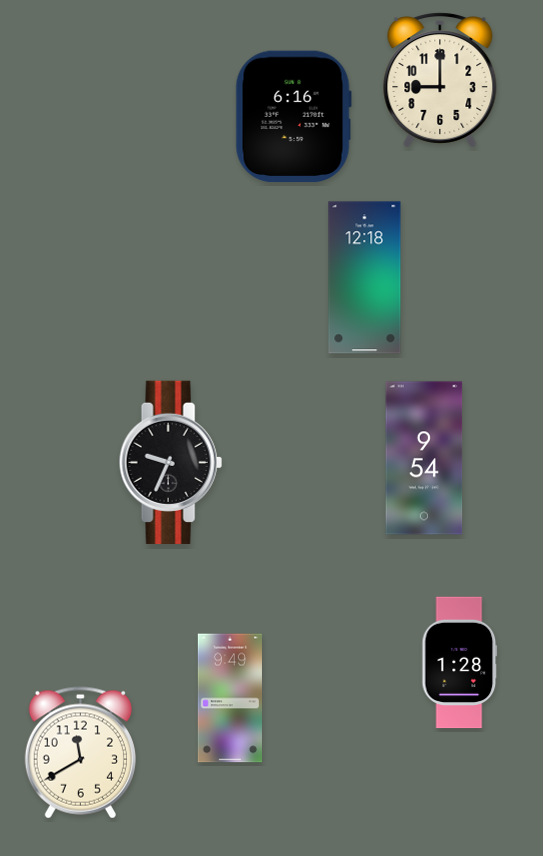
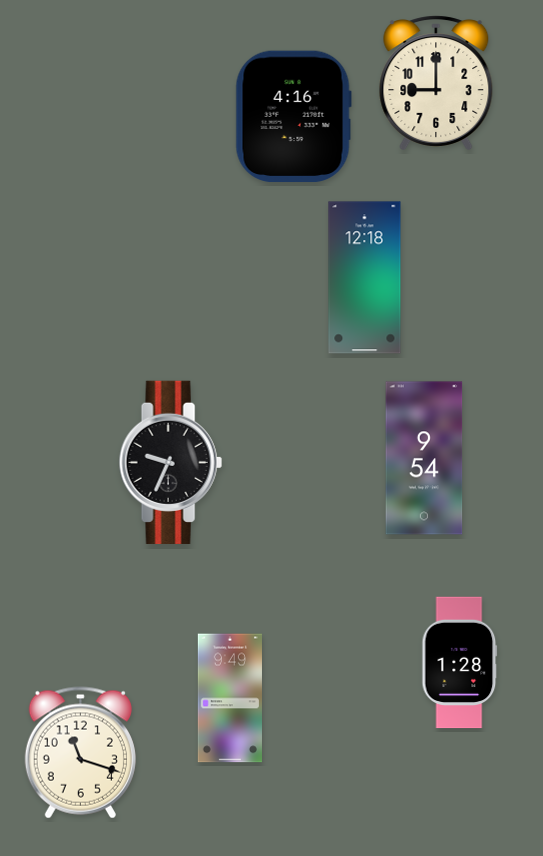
clock at (440, 80) position: (440, 80) -> (436, 83)
clock at (293, 117): 6:16 -> 4:16
clock at (80, 753): 11:40 -> 11:18
